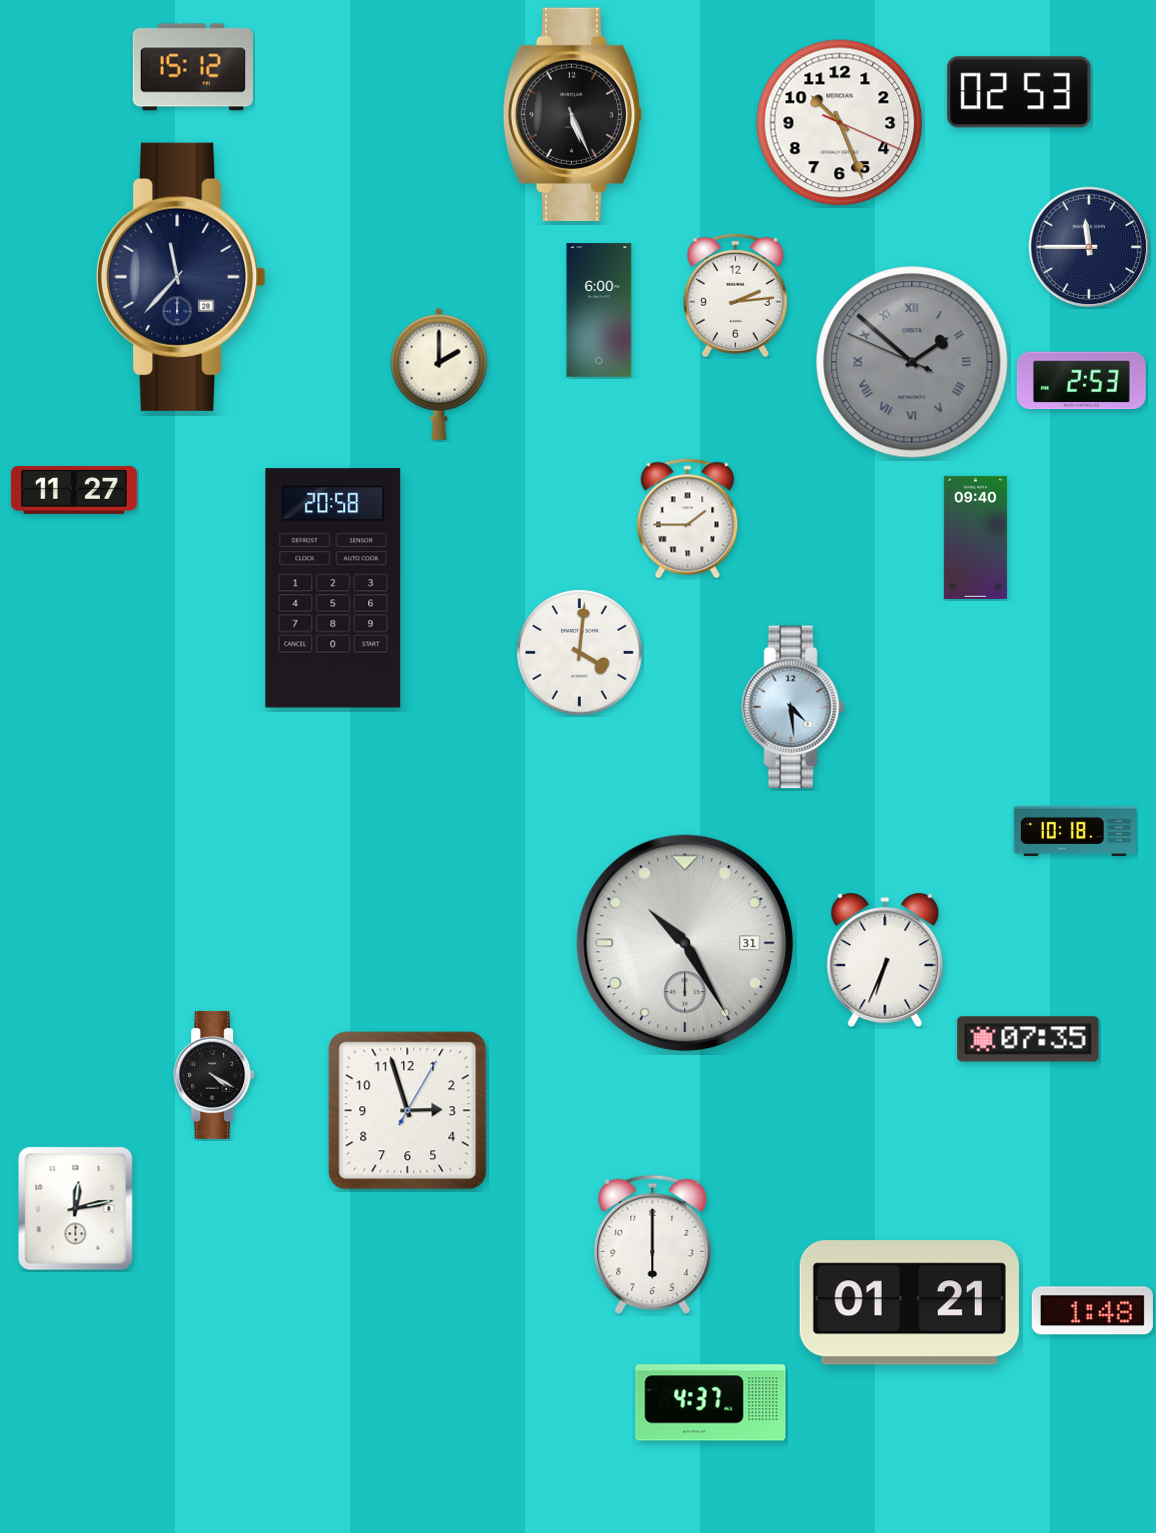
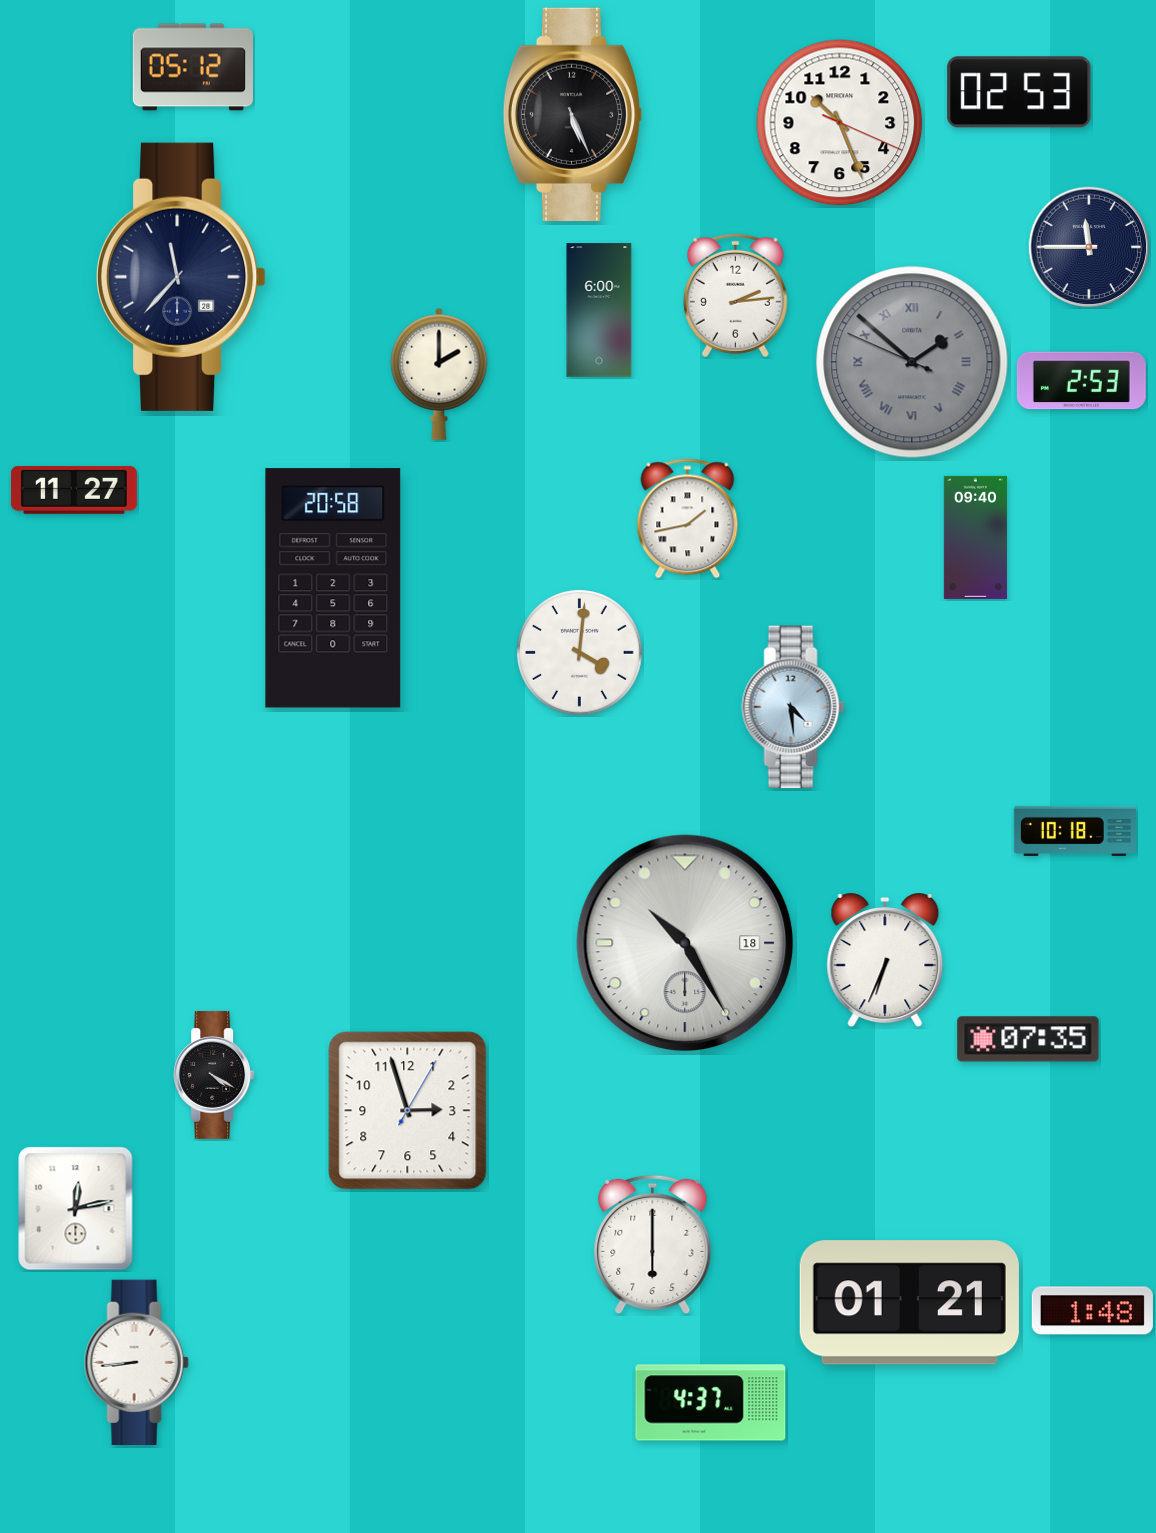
clock at (193, 67): 15:12 -> 05:12
clock at (688, 519): 1:45 -> 1:43
clock at (685, 943) date: 31 -> 18
clock at (136, 1362): none -> 8:44
